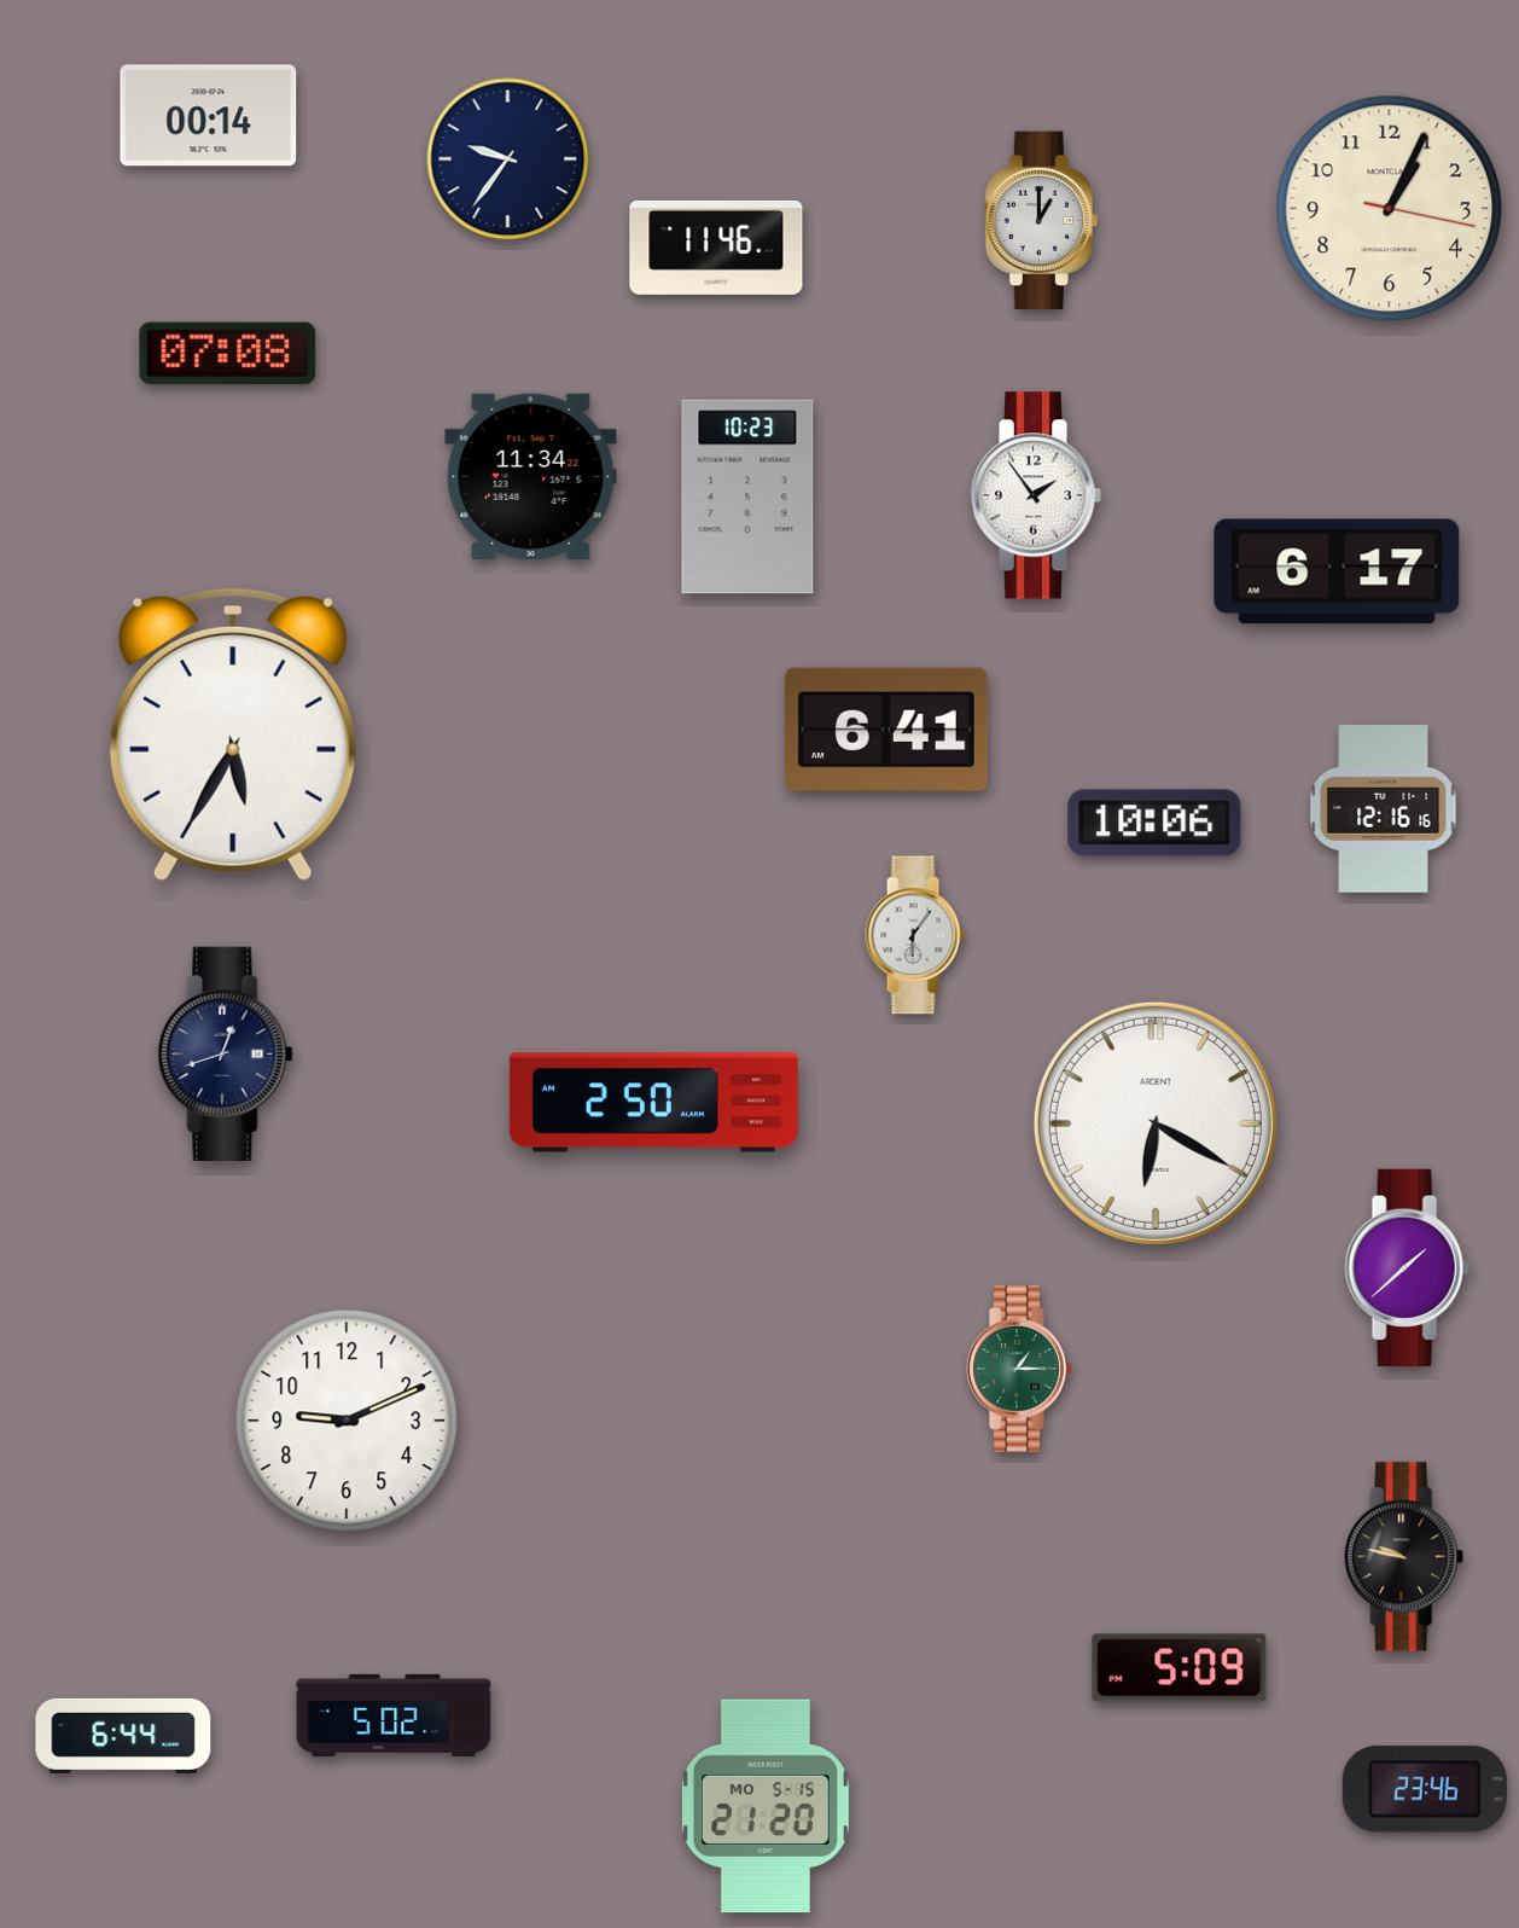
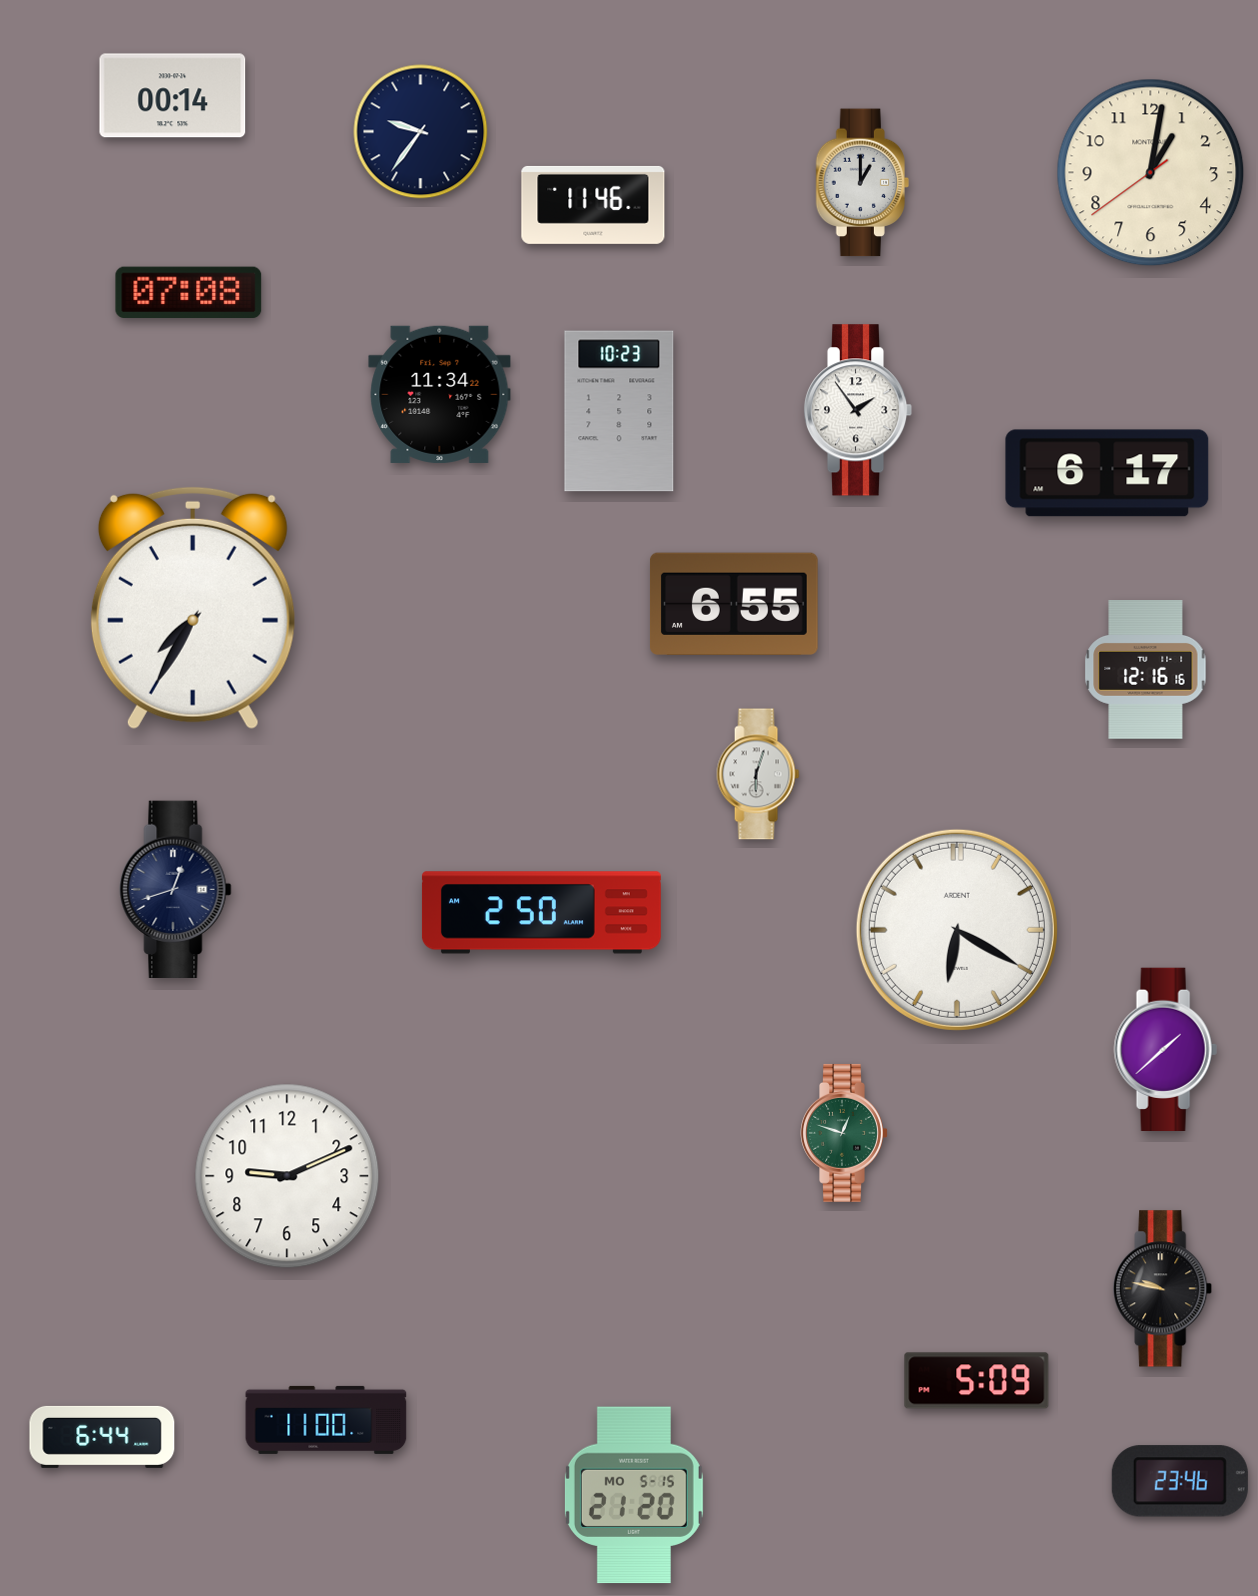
clock at (1390, 209): 1:04 -> 1:01
clock at (886, 728): 6:41 -> 6:55
clock at (233, 734): 5:35 -> 7:35
clock at (1154, 823): 10:06 -> none
clock at (915, 935): 6:06 -> 6:03
clock at (226, 1053) position: (226, 1053) -> (176, 889)
clock at (1019, 1369): 1:15 -> 12:48
clock at (394, 1715): 5:02 -> 11:00
